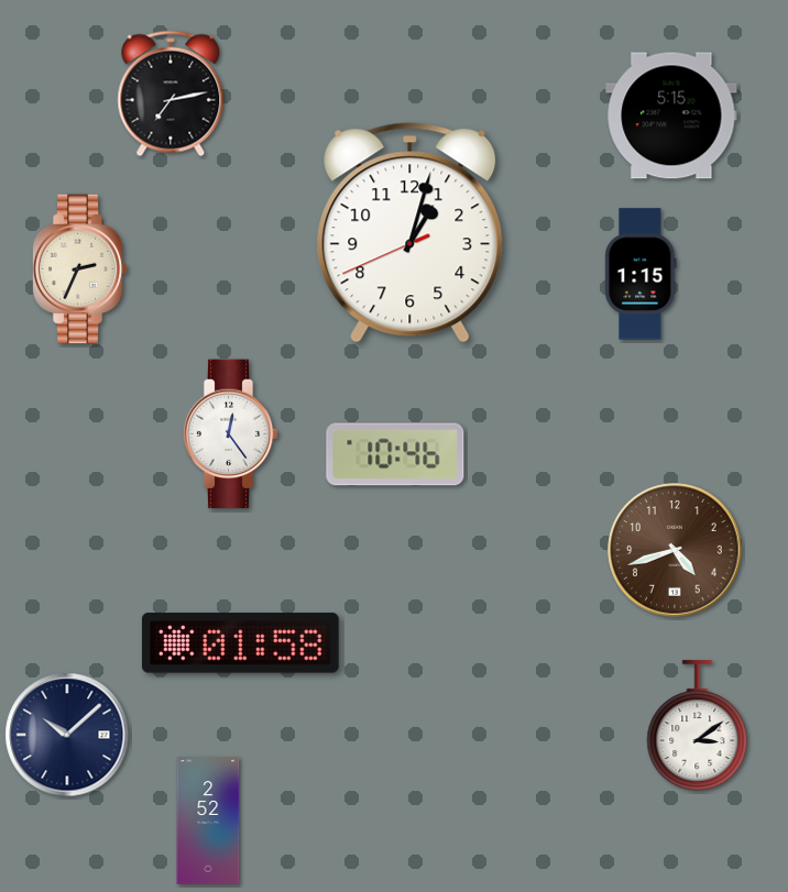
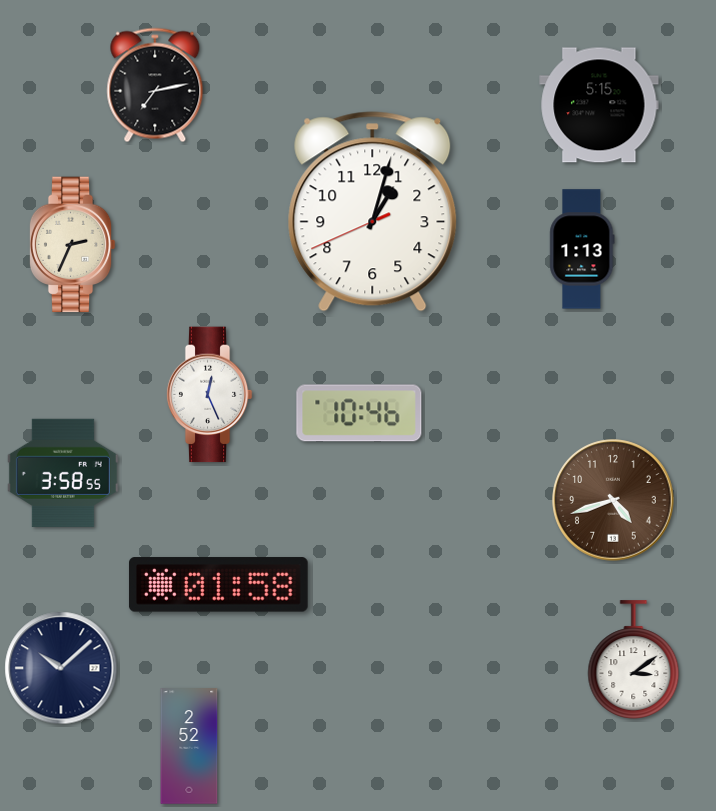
clock at (671, 115) position: (671, 115) -> (599, 105)
clock at (641, 274): 1:15 -> 1:13
clock at (230, 434): 12:24 -> 12:26
clock at (63, 473): none -> 3:58
